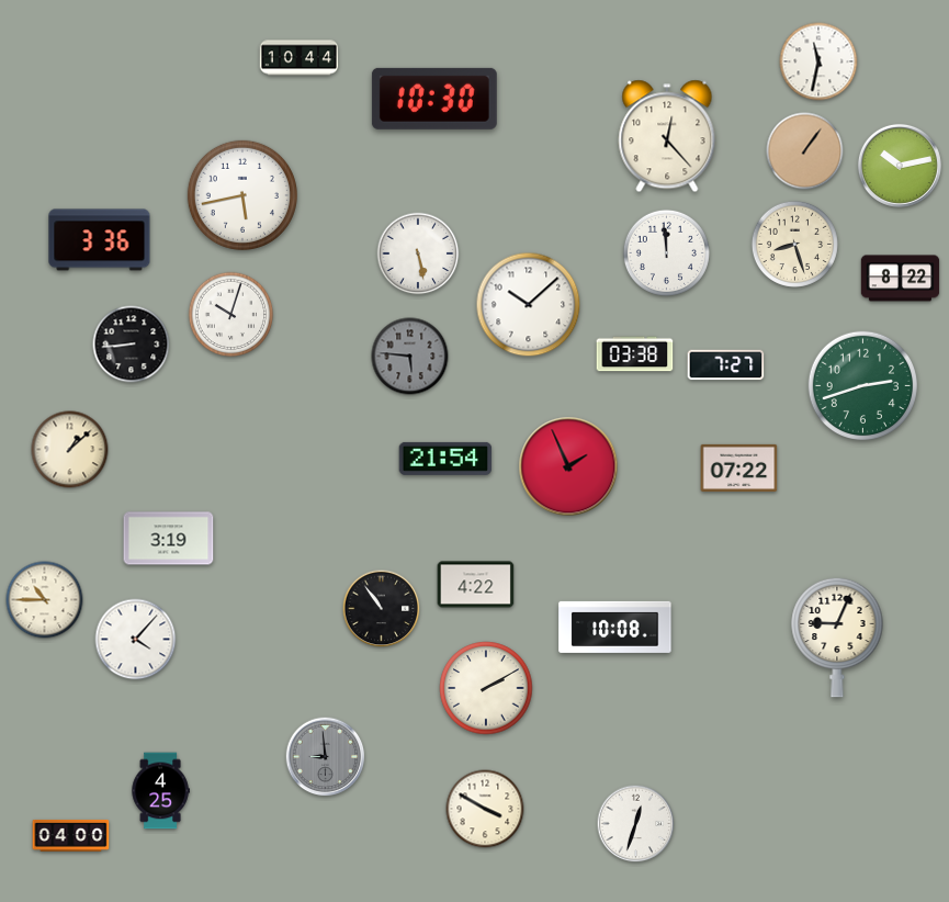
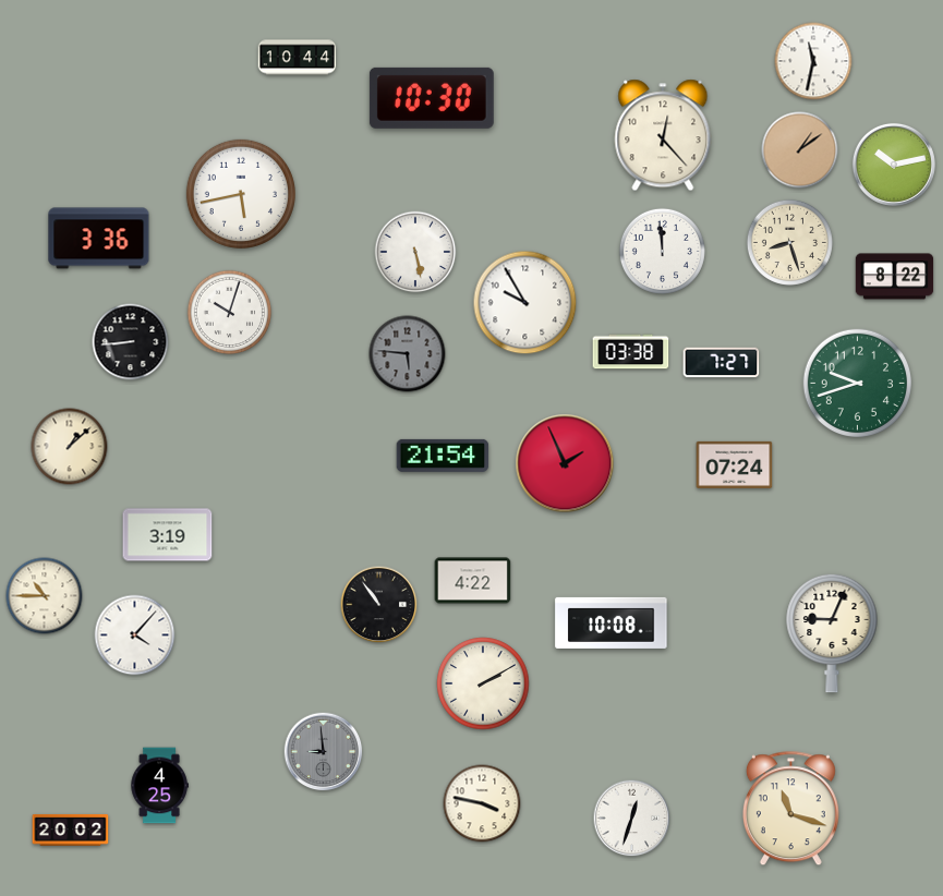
clock at (805, 151): 1:06 -> 1:09
clock at (529, 305): 10:08 -> 9:55
clock at (862, 385): 2:42 -> 9:42
clock at (739, 467): 07:22 -> 07:24
clock at (485, 809): 3:50 -> 3:47
clock at (790, 809): none -> 11:18
clock at (71, 835): 04:00 -> 20:02
